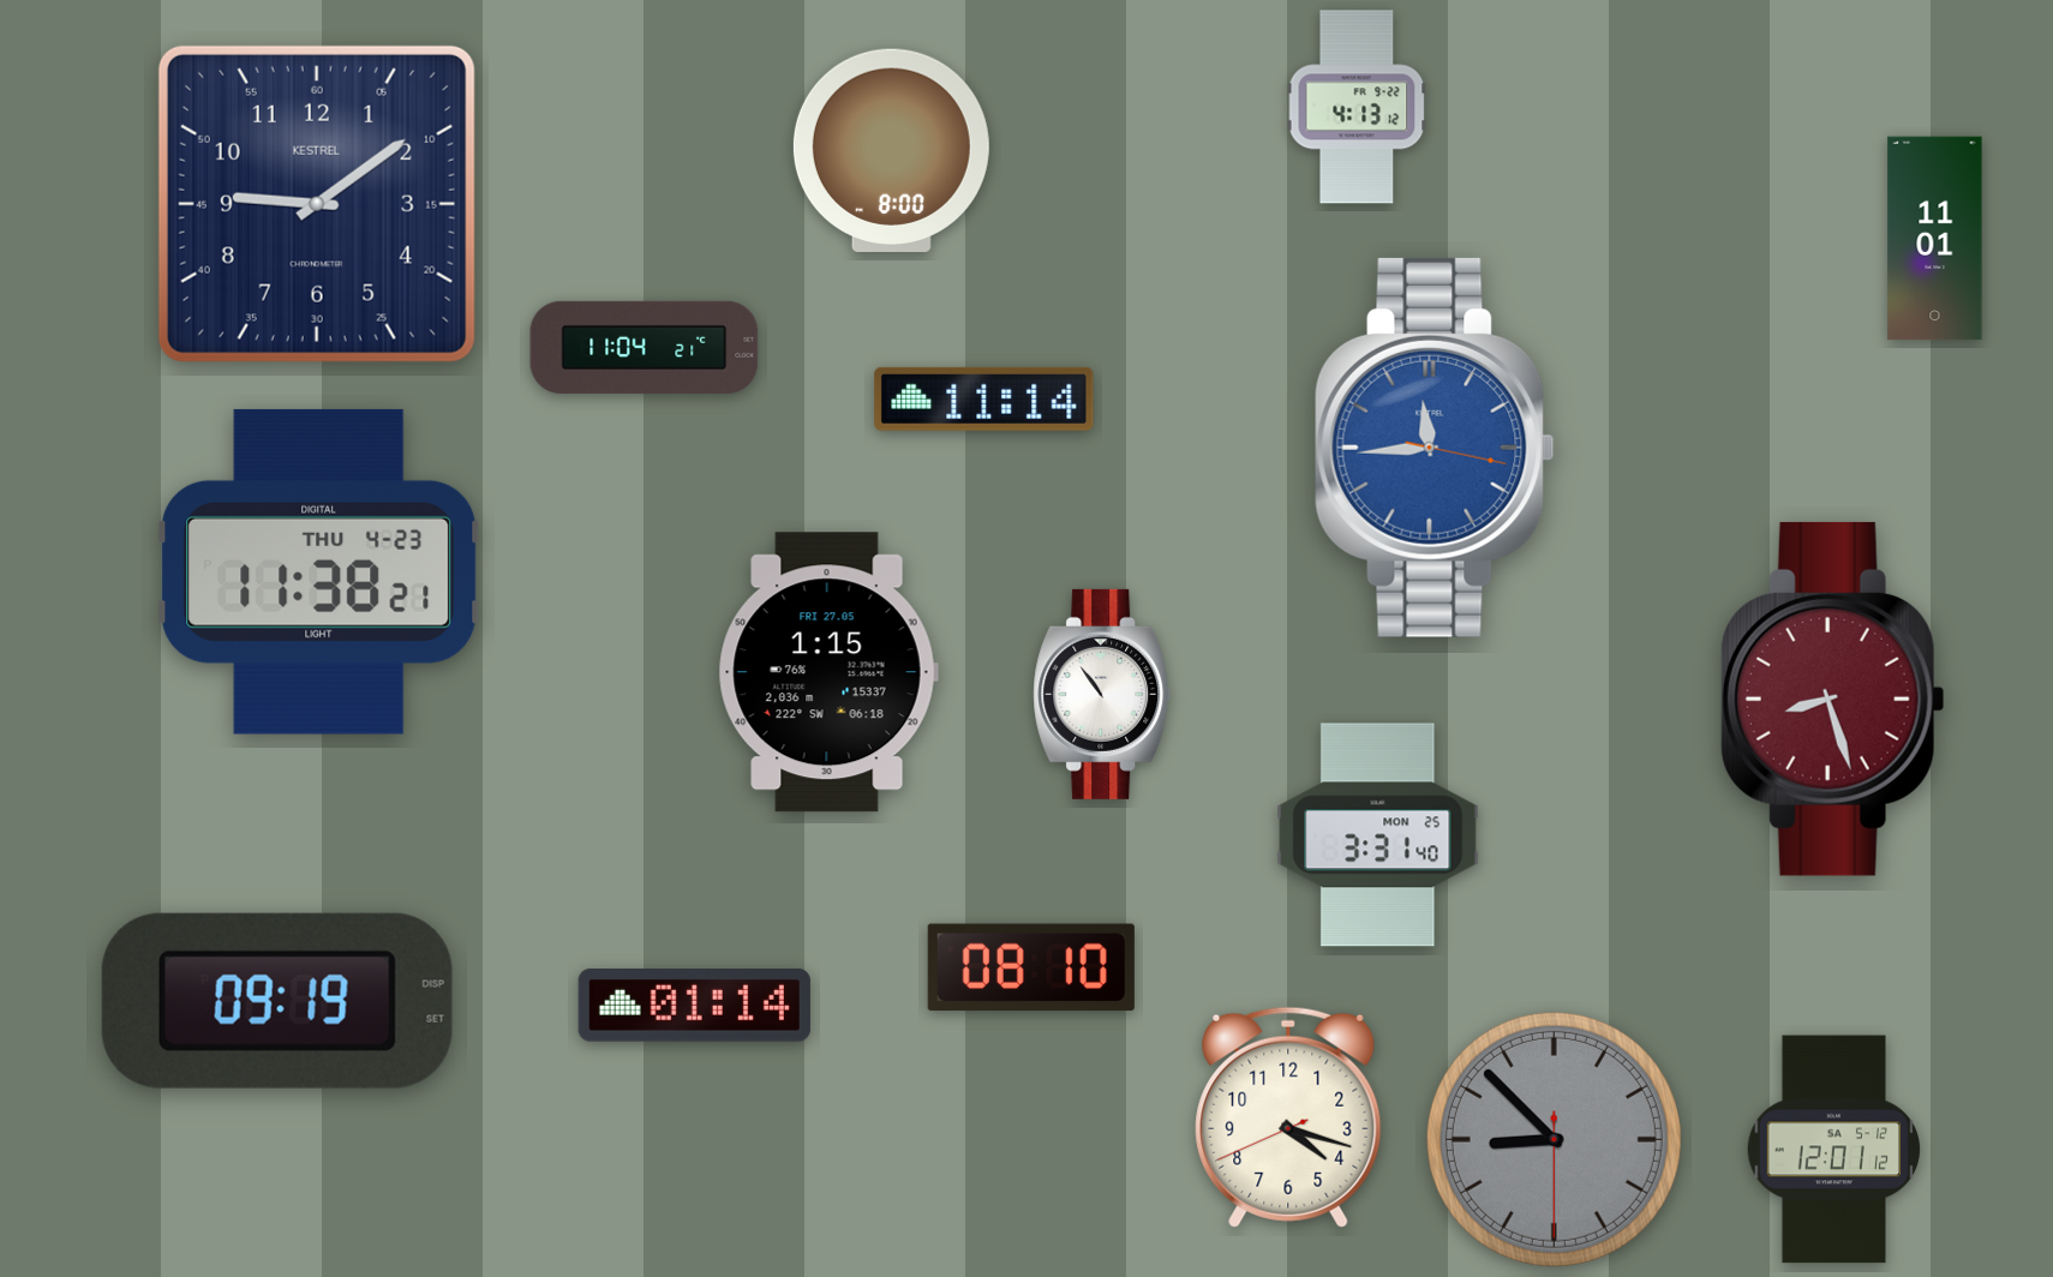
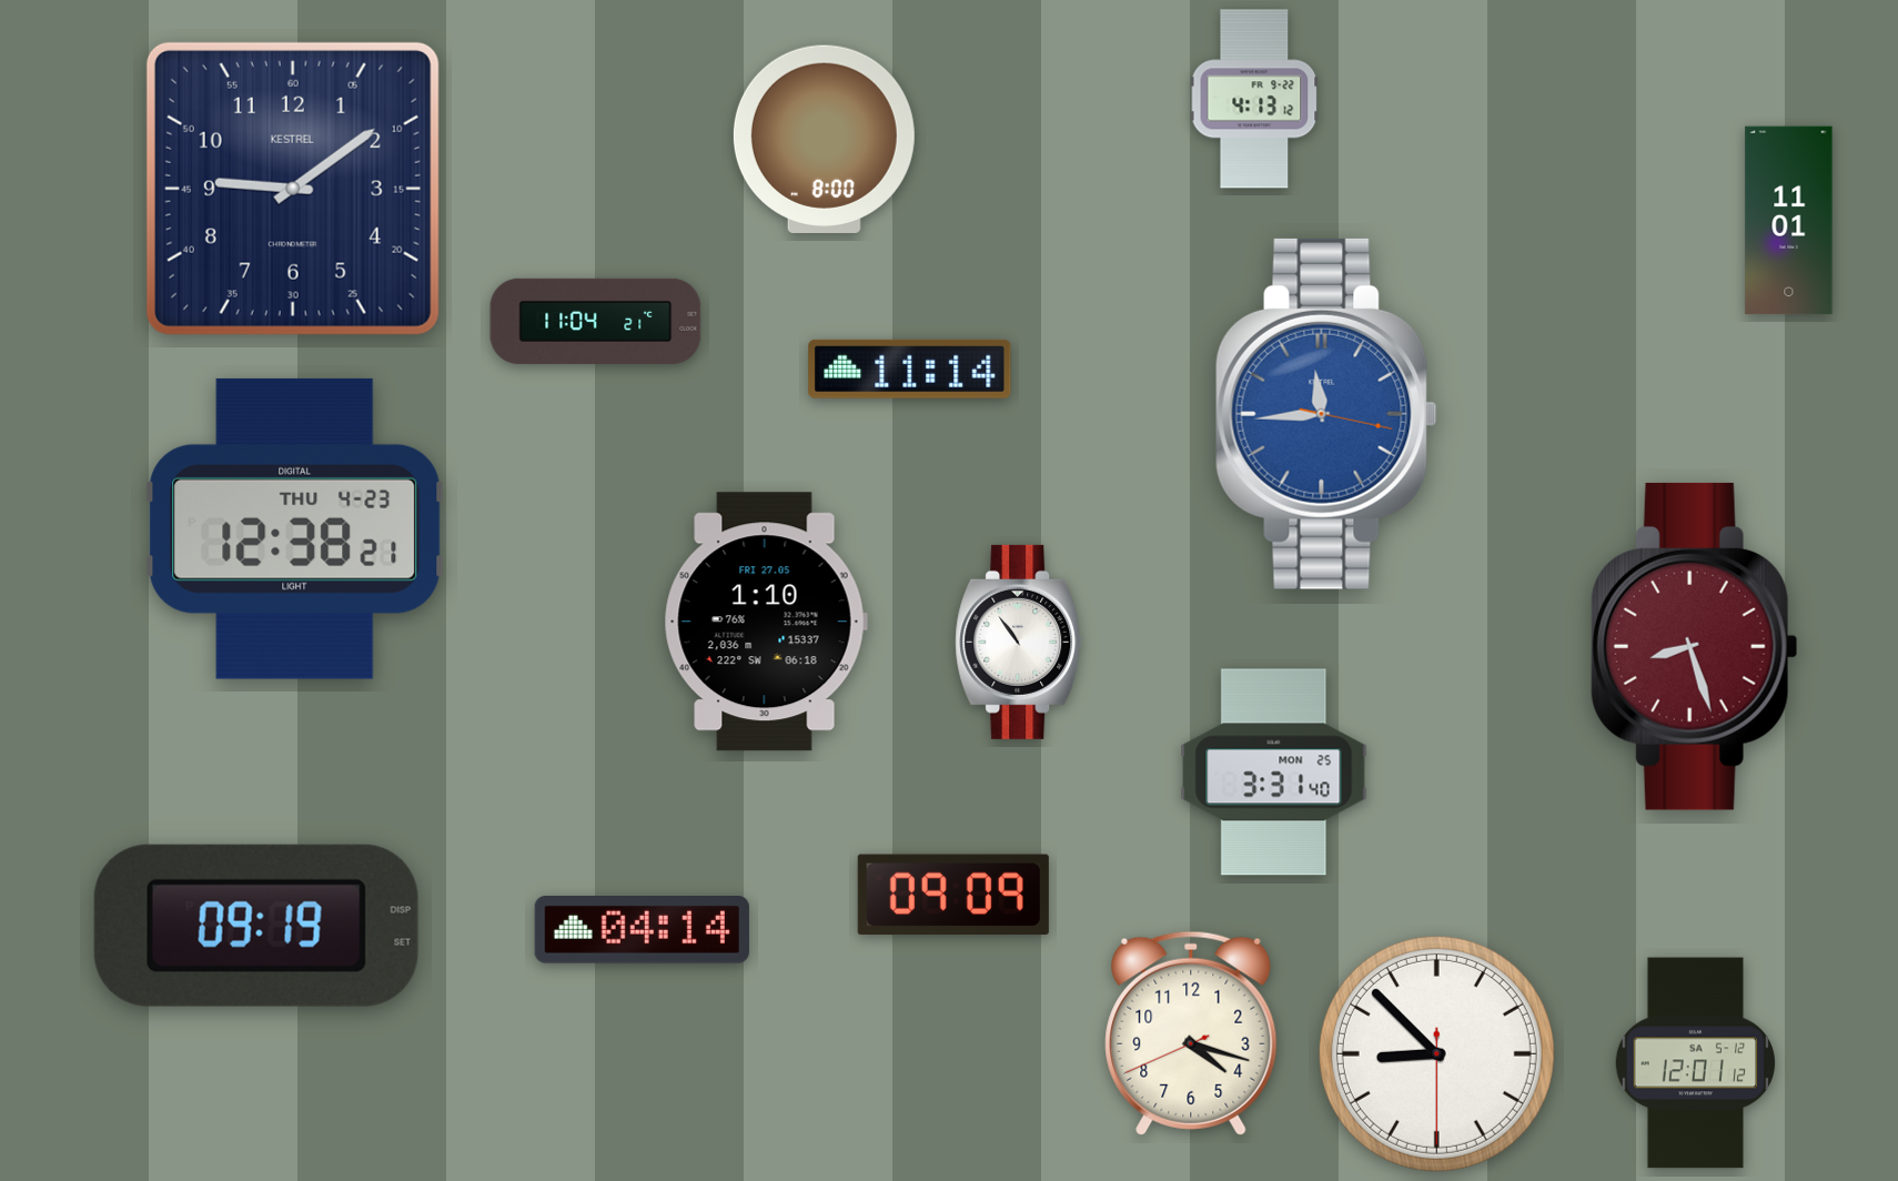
clock at (319, 571): 11:38 -> 12:38
clock at (828, 672): 1:15 -> 1:10
clock at (1031, 967): 08:10 -> 09:09
clock at (694, 1006): 01:14 -> 04:14
clock at (1554, 1139) dial: grey -> white
